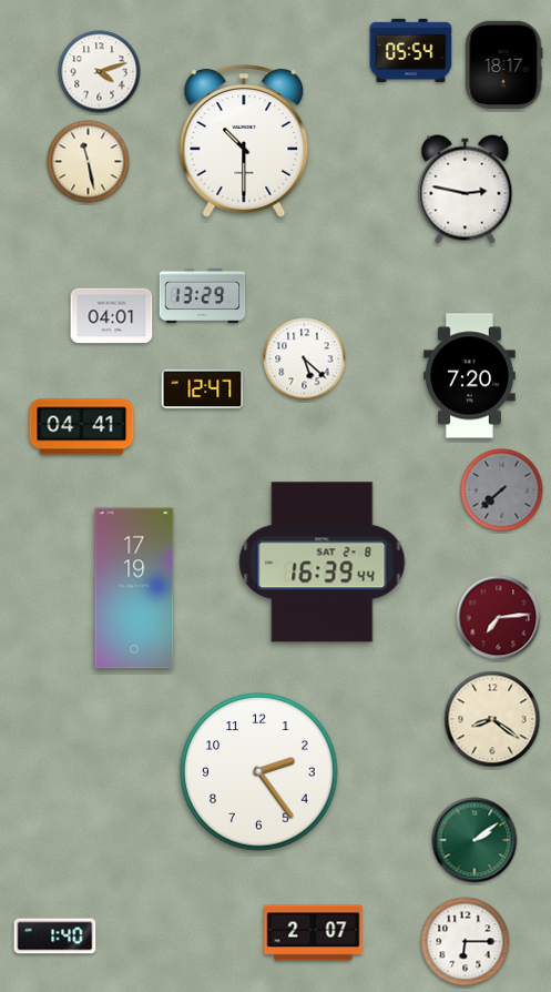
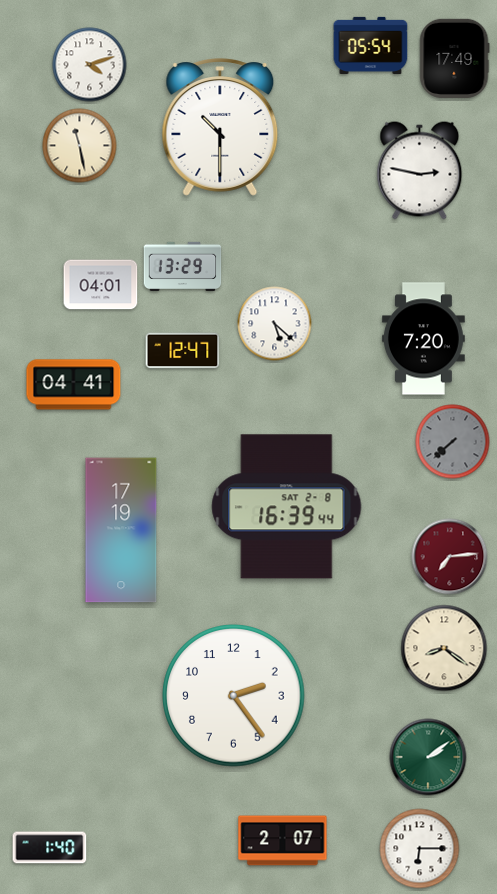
clock at (503, 64): 18:17 -> 17:49
clock at (323, 563) position: (323, 563) -> (287, 507)
clock at (55, 937) position: (55, 937) -> (50, 848)
